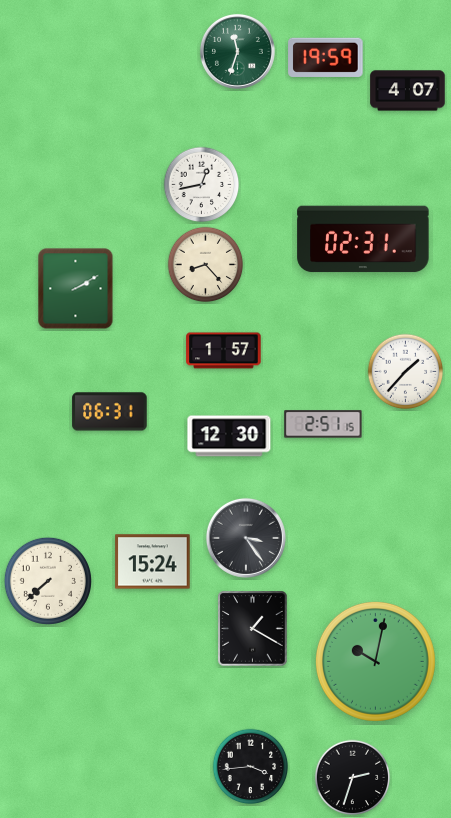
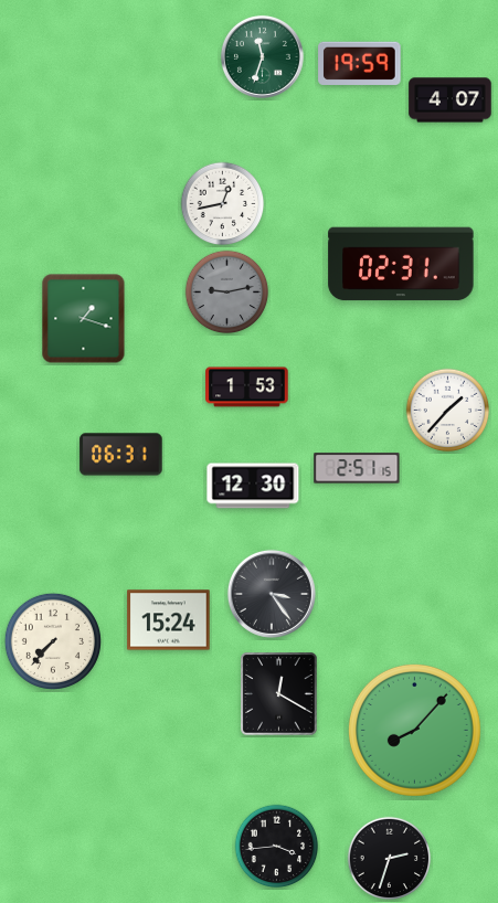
clock at (206, 265): 8:23 -> 9:13
clock at (206, 265) dial: cream -> grey
clock at (76, 289): 2:10 -> 1:18
clock at (224, 351): 1:57 -> 1:53
clock at (229, 436) position: (229, 436) -> (253, 486)
clock at (48, 581): 7:38 -> 7:37
clock at (253, 629): 1:20 -> 12:20
clock at (375, 661): 10:02 -> 8:07
